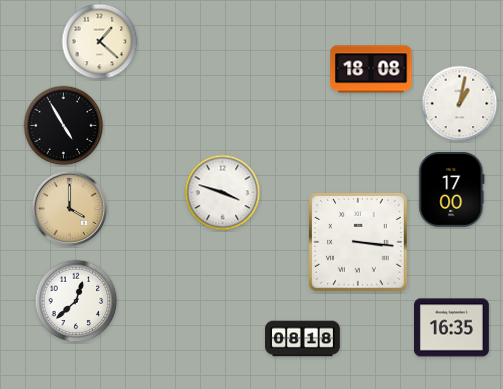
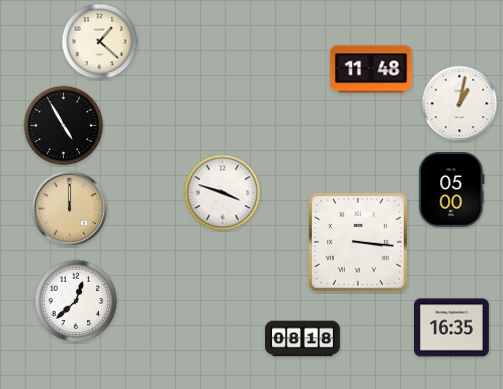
clock at (371, 69): 18:08 -> 11:48
clock at (452, 189): 17:00 -> 05:00
clock at (69, 208): 4:00 -> 12:00
